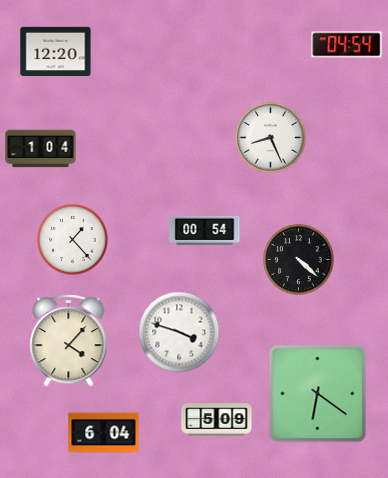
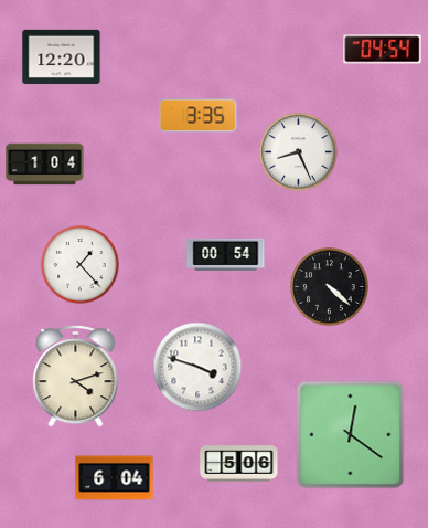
clock at (199, 116): none -> 3:35
clock at (69, 340): 4:07 -> 4:12
clock at (318, 394): 6:21 -> 12:21
clock at (217, 420): 5:09 -> 5:06
